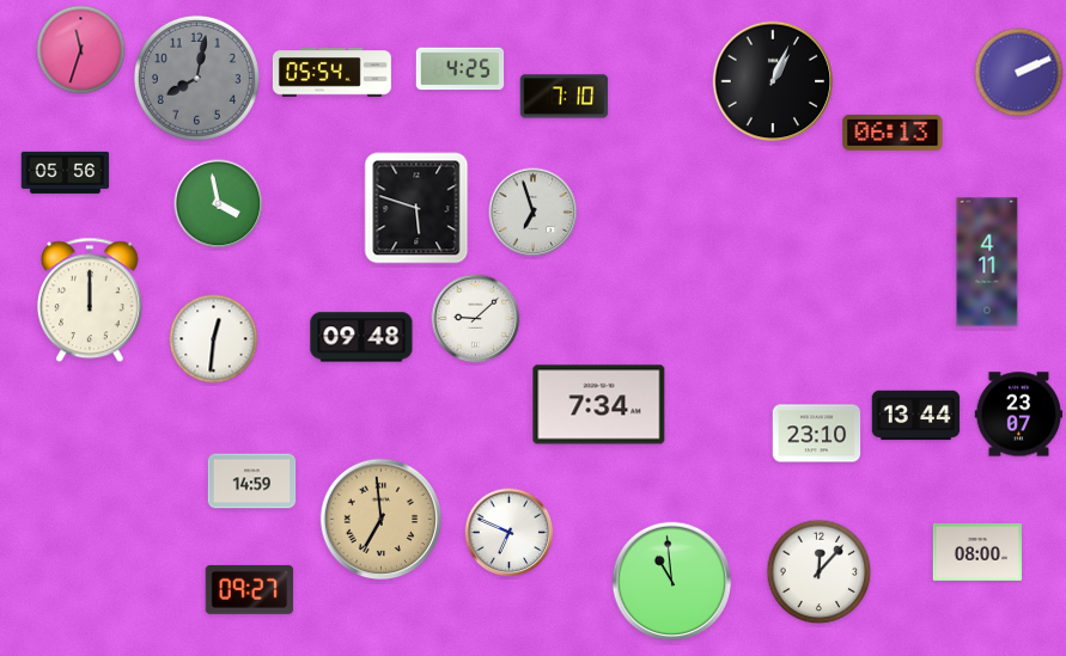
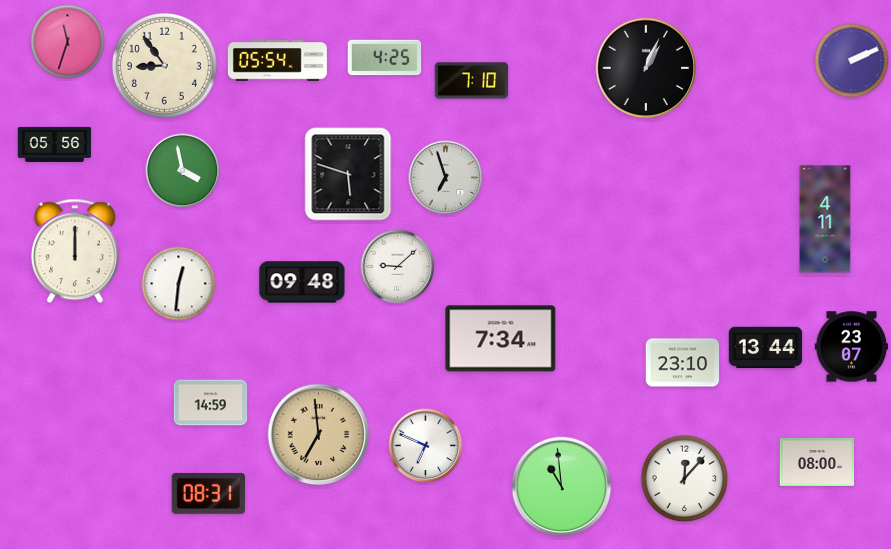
clock at (196, 78): 8:02 -> 8:54
clock at (196, 78) dial: grey -> cream
clock at (893, 133): 06:13 -> none
clock at (250, 589): 09:27 -> 08:31
